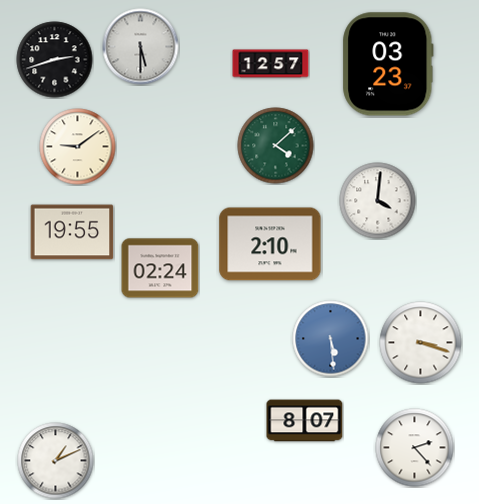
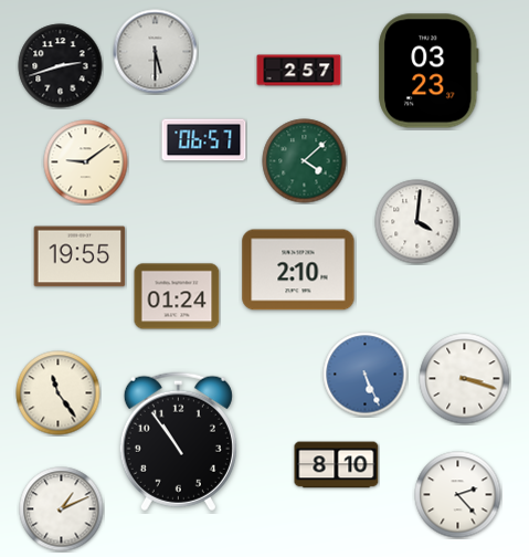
clock at (271, 64): 12:57 -> 2:57
clock at (204, 140): none -> 06:57
clock at (160, 268): 02:24 -> 01:24
clock at (331, 339): 5:29 -> 5:26
clock at (59, 393): none -> 11:24
clock at (178, 442): none -> 10:54
clock at (305, 421): 8:07 -> 8:10
